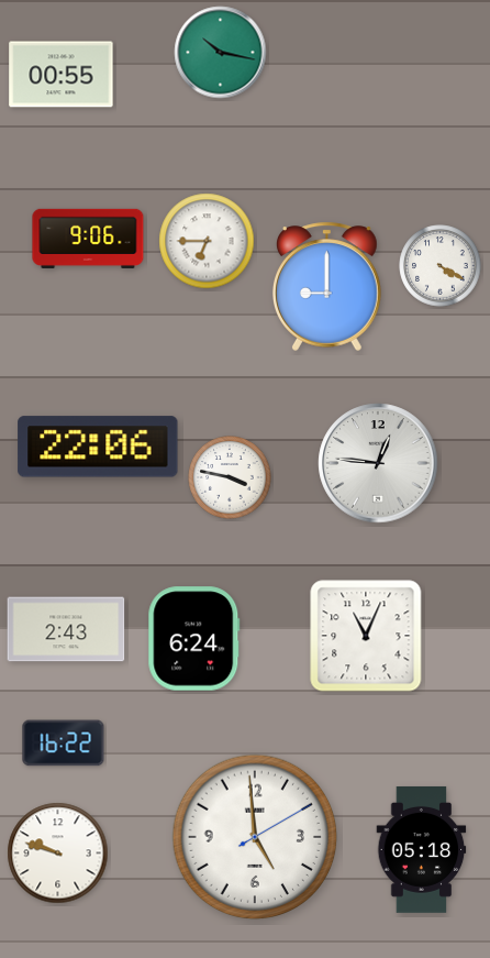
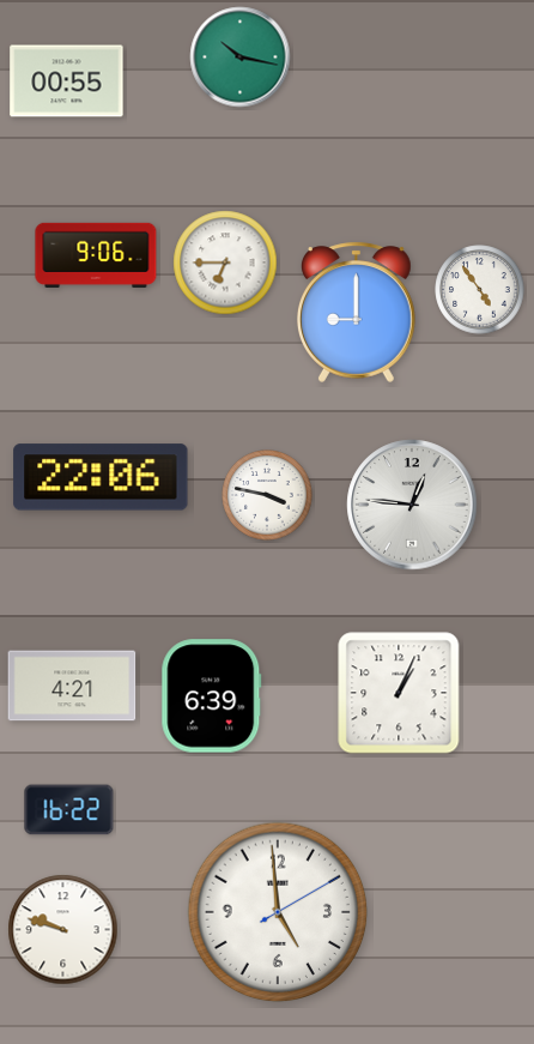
clock at (88, 239) position: (88, 239) -> (96, 255)
clock at (441, 266): 4:20 -> 4:54
clock at (98, 447) position: (98, 447) -> (101, 477)
clock at (230, 477) position: (230, 477) -> (267, 495)
clock at (66, 629): 2:43 -> 4:21
clock at (366, 636): 11:04 -> 1:04
clock at (194, 639): 6:24 -> 6:39
clock at (422, 849): 05:18 -> none
